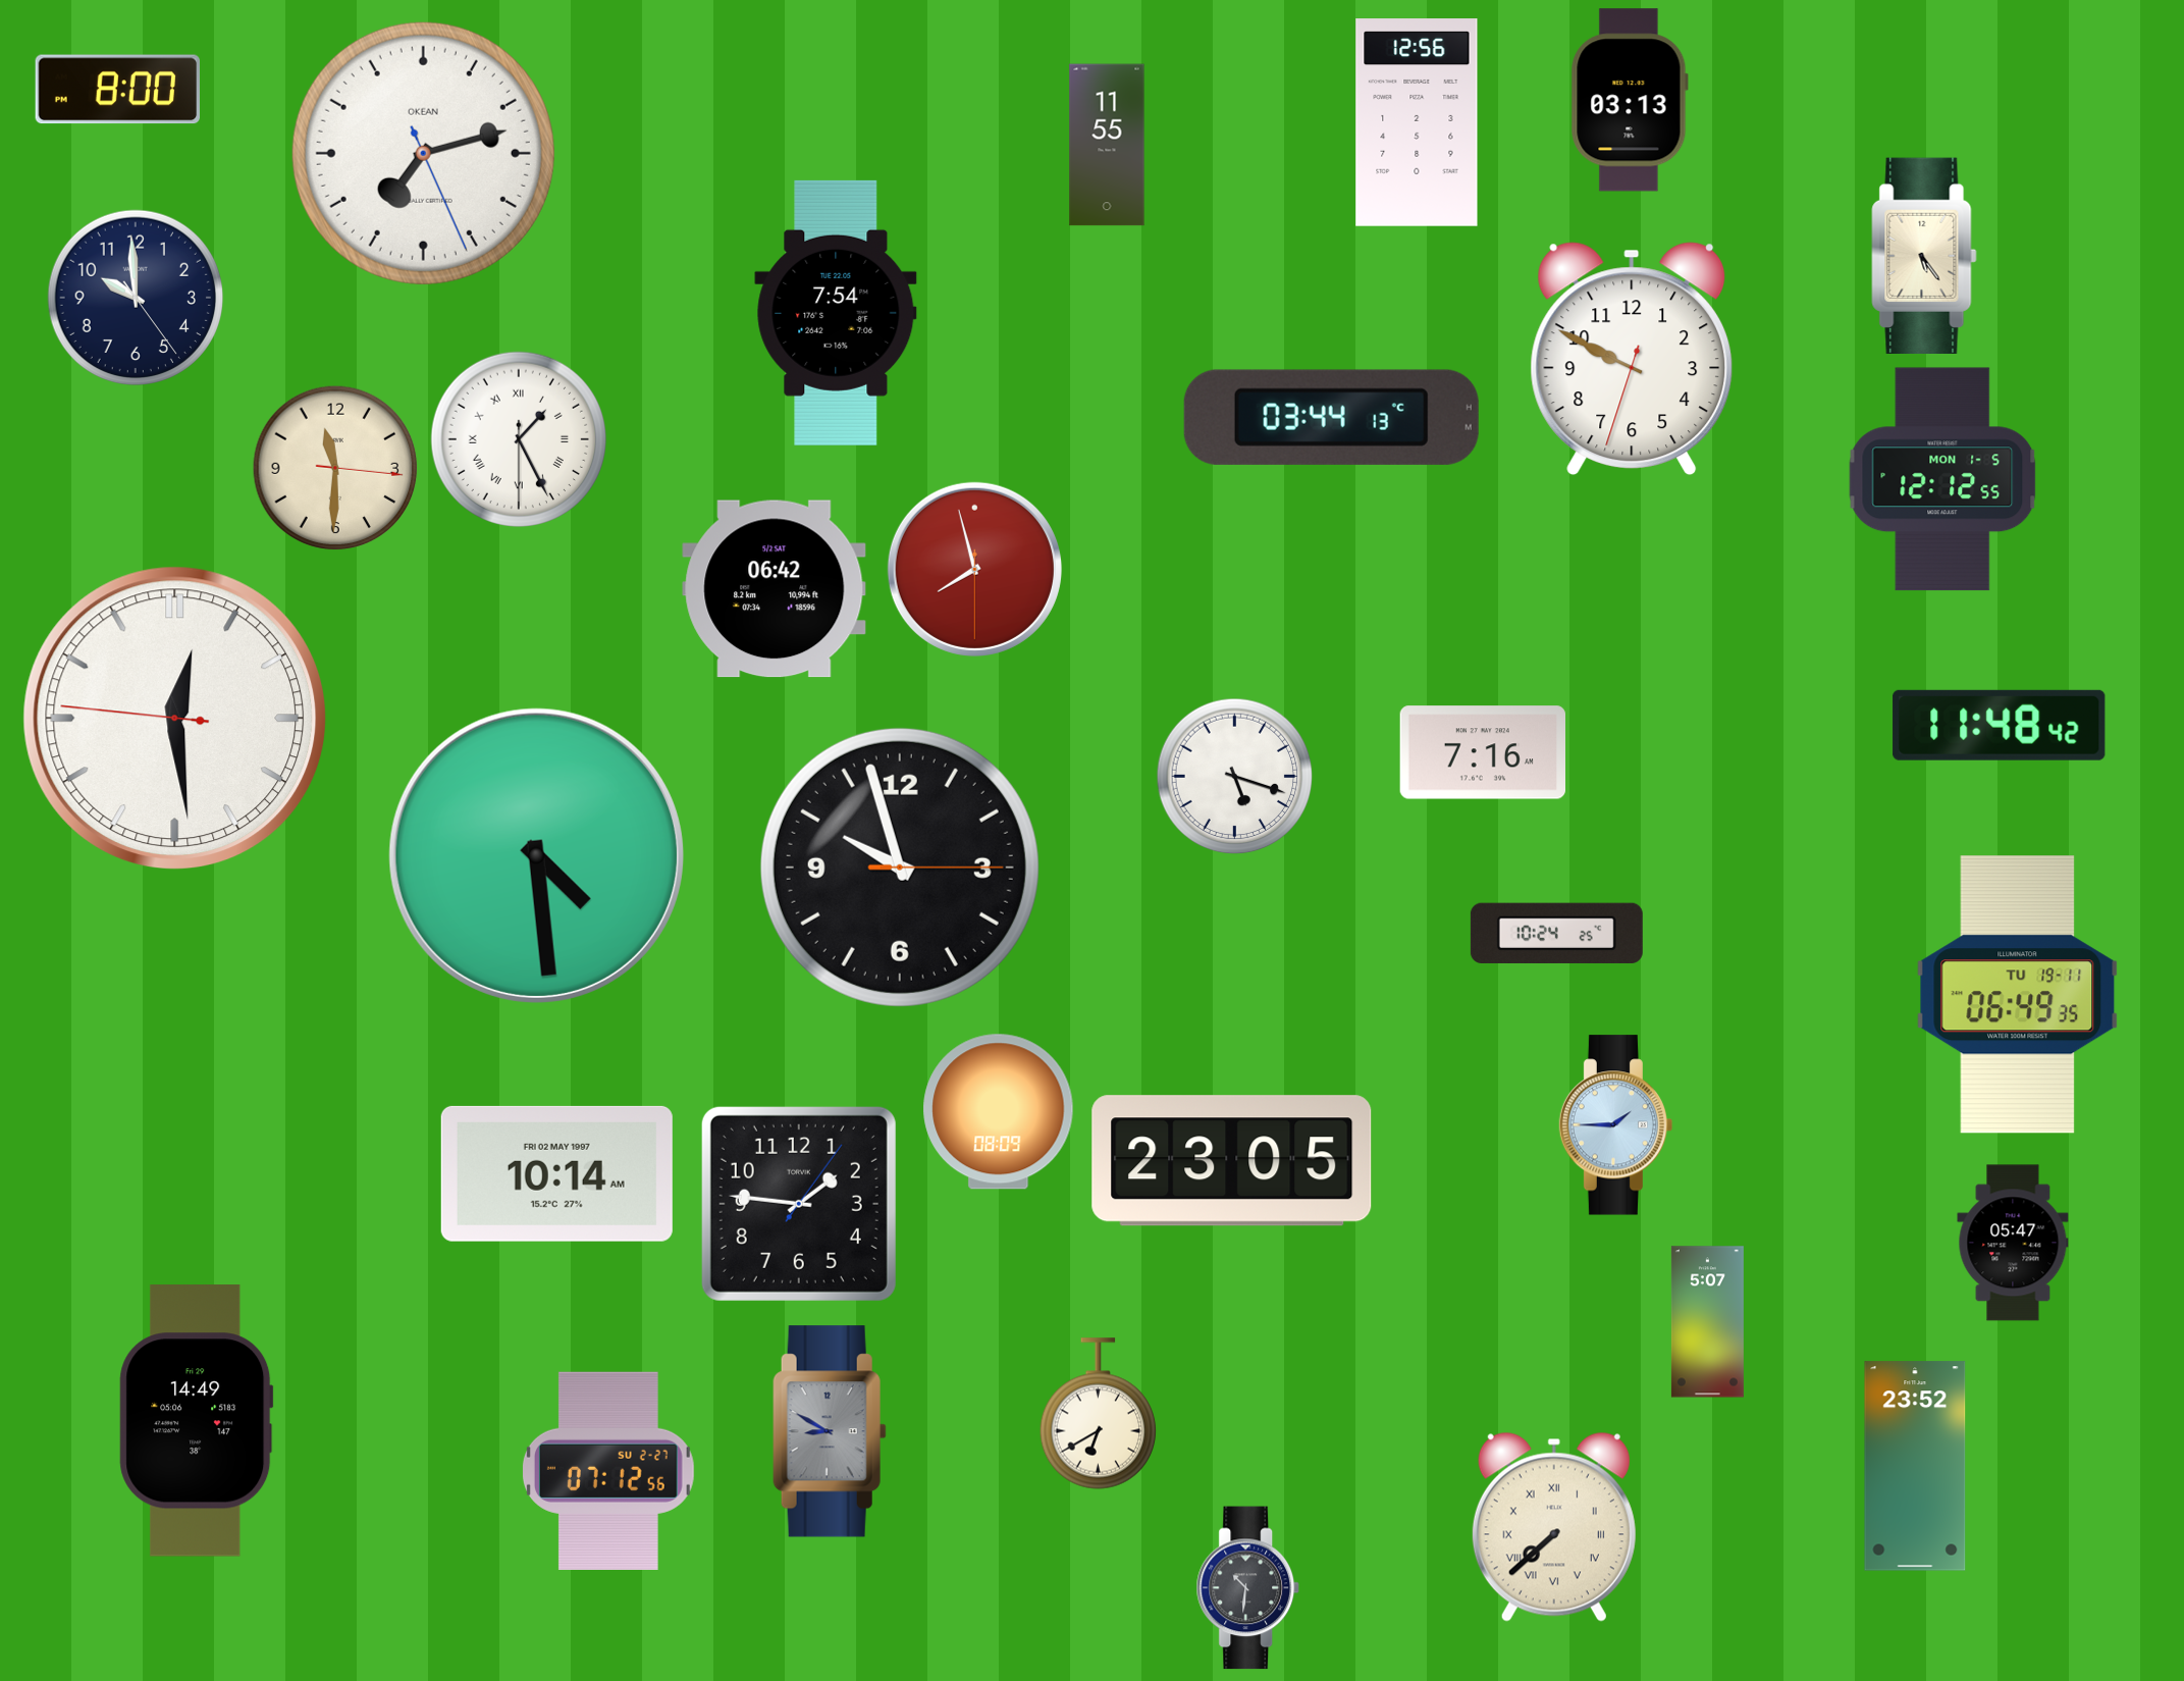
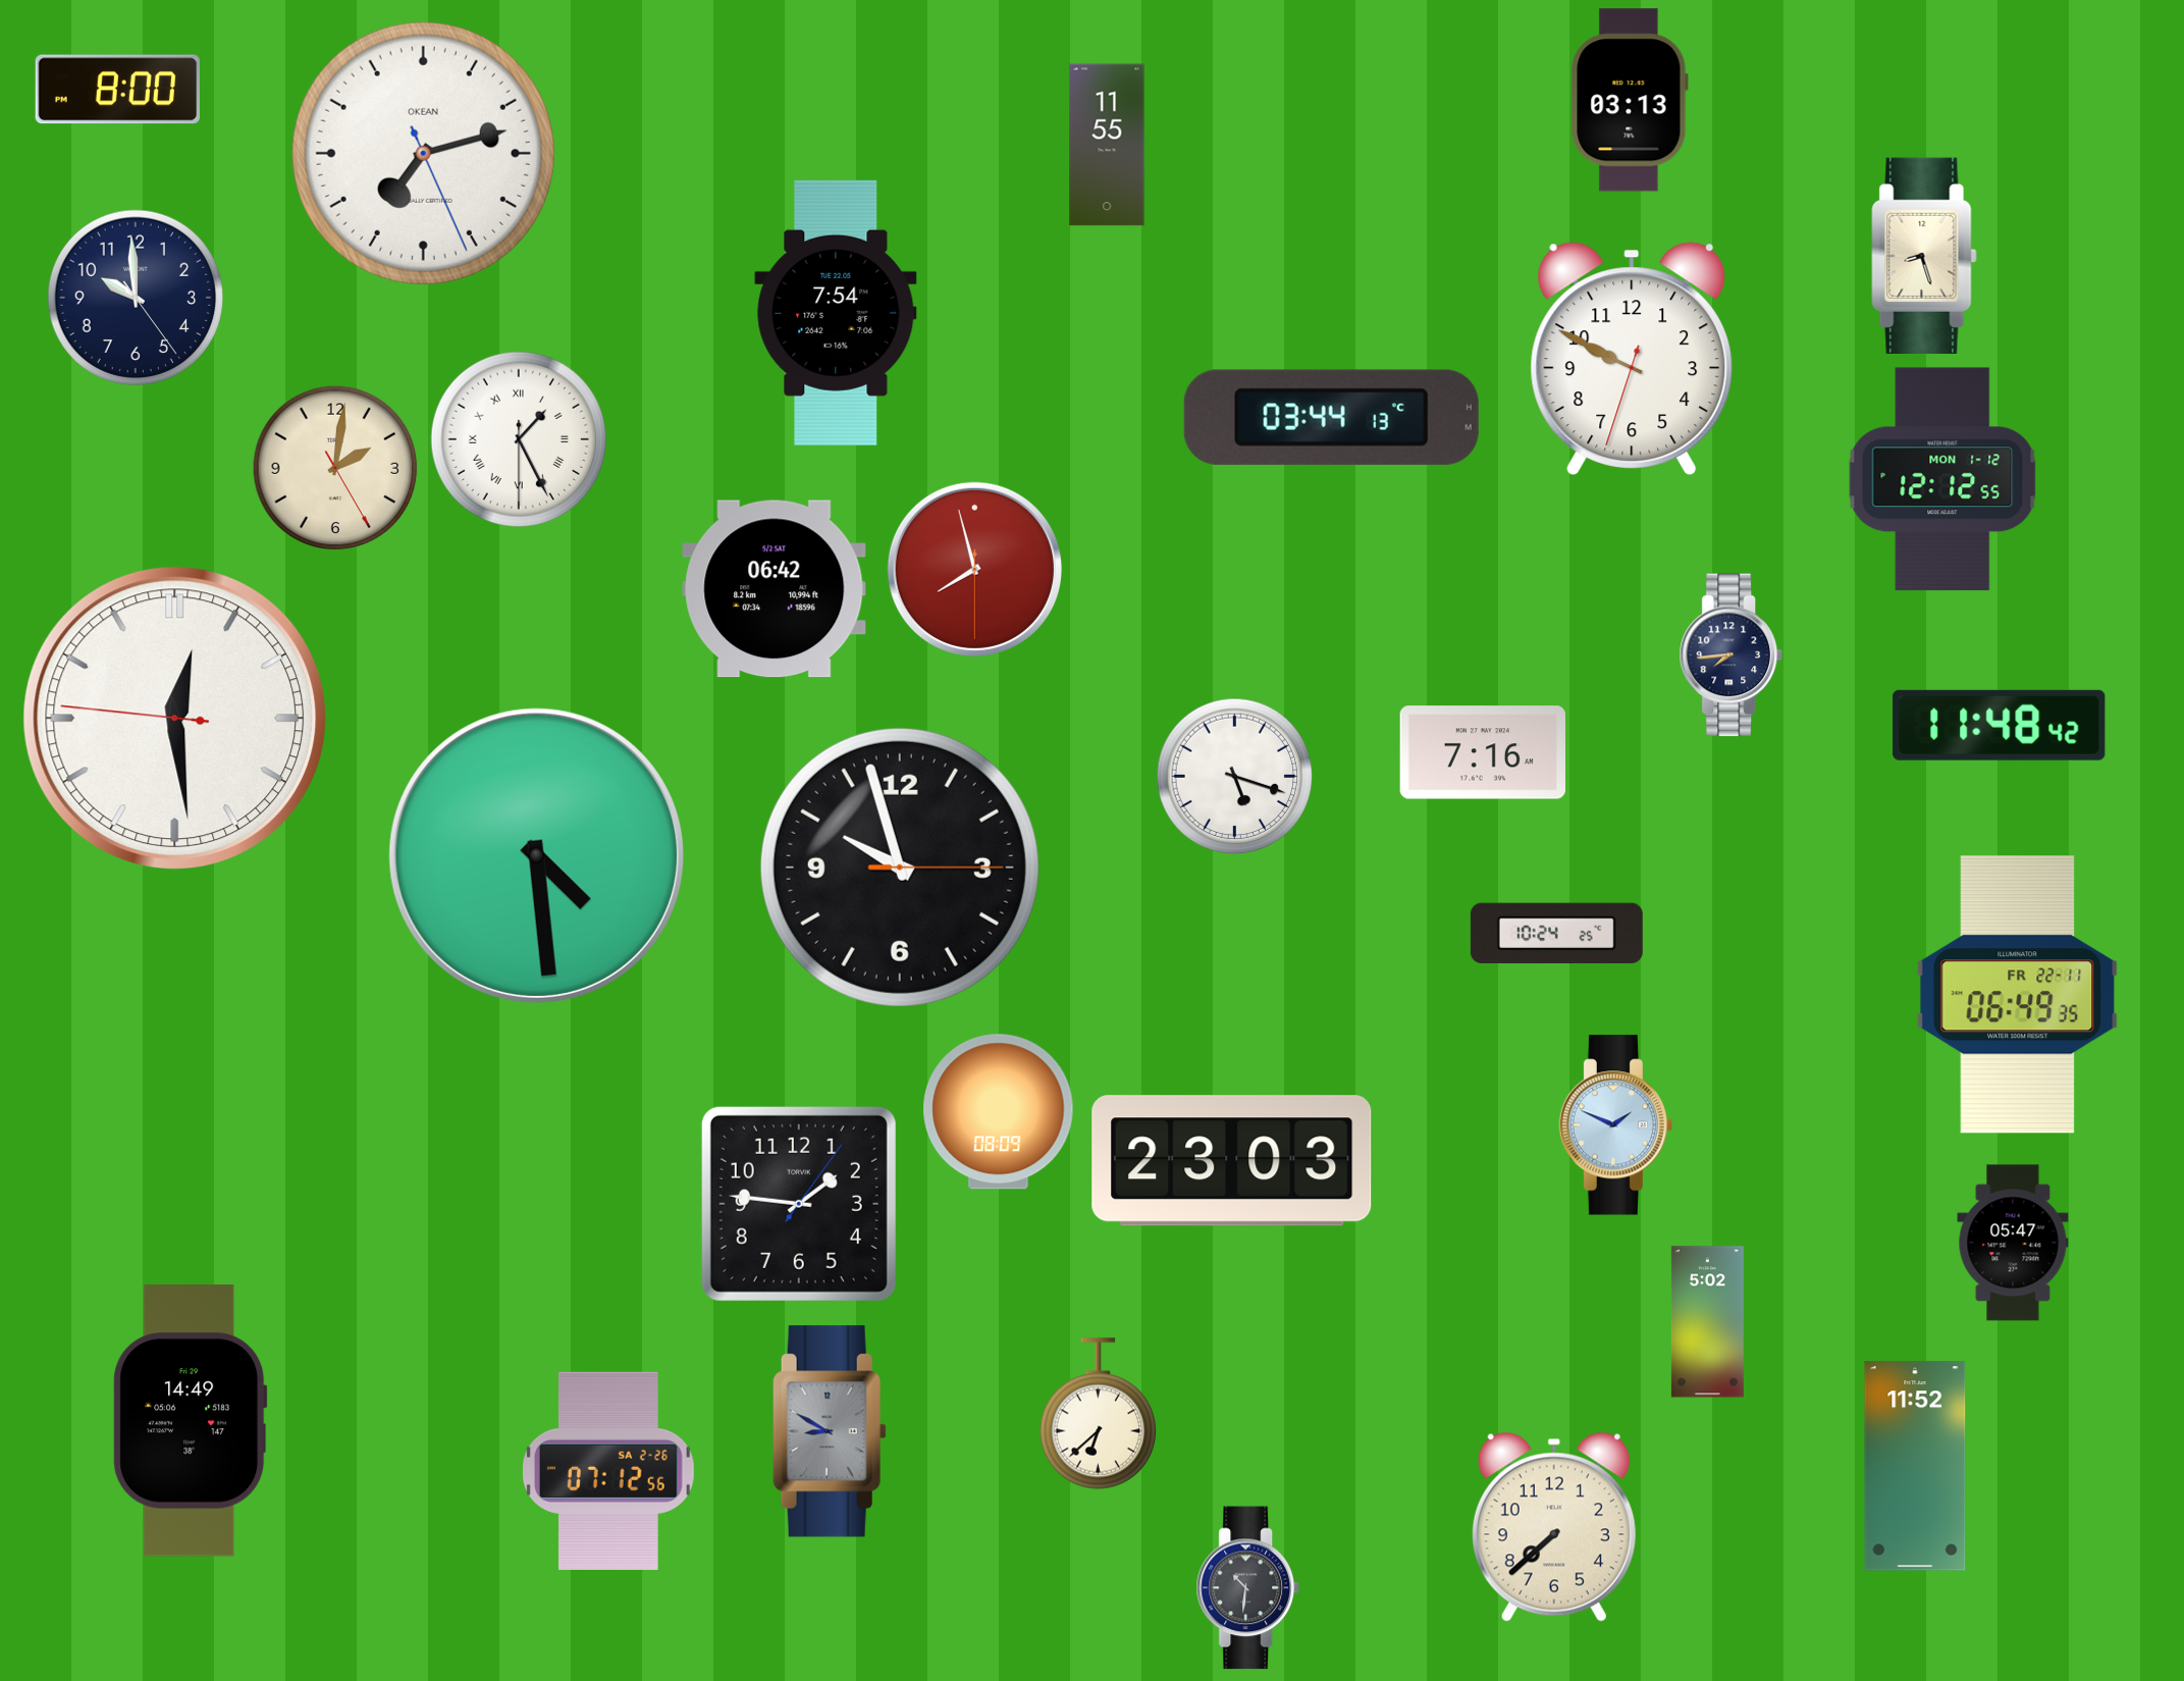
clock at (1417, 122): 12:56 -> none
clock at (1924, 255): 5:24 -> 8:27
clock at (335, 468): 11:30 -> 2:01
clock at (1942, 479) date: MON 1-5 -> MON 1-12
clock at (1730, 655): none -> 7:44
clock at (2018, 995) date: TU 19-11 -> FR 22-11
clock at (1616, 1125): 1:45 -> 1:49
clock at (1232, 1161): 23:05 -> 23:03
clock at (556, 1173): 10:14 -> none
clock at (1707, 1322): 5:07 -> 5:02
clock at (1099, 1414): 6:40 -> 6:38
clock at (197, 1421) position: (197, 1421) -> (191, 1421)
clock at (1915, 1466): 23:52 -> 11:52
clock at (608, 1471) date: SU 2-27 -> SA 2-26
clock at (1554, 1527) numerals: Roman -> Arabic
